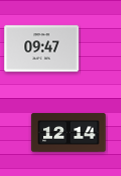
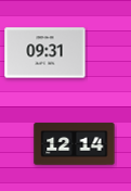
clock at (42, 49): 09:47 -> 09:31
